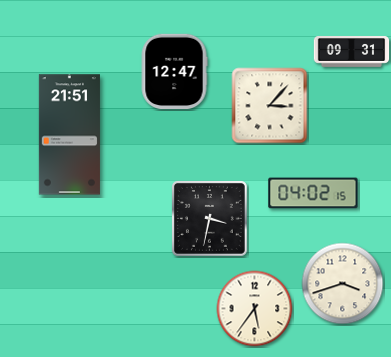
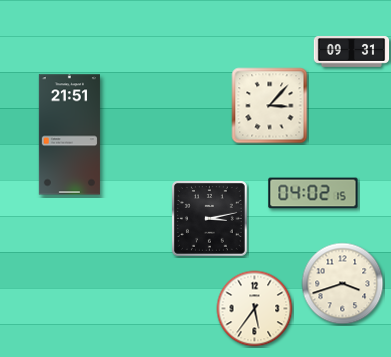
clock at (174, 72): 12:47 -> none
clock at (209, 218): 3:32 -> 3:13
